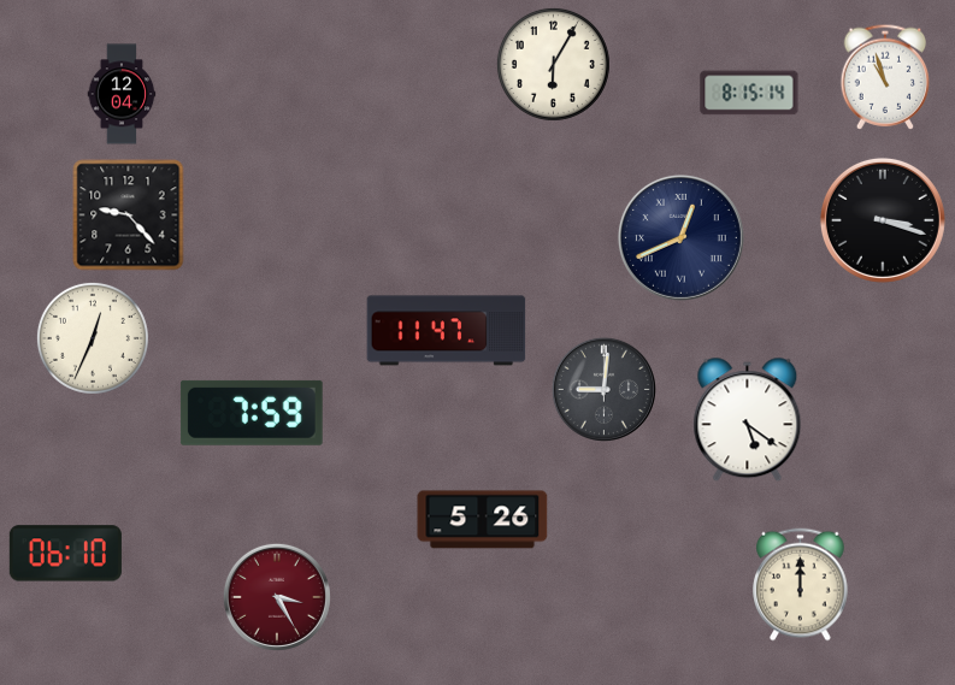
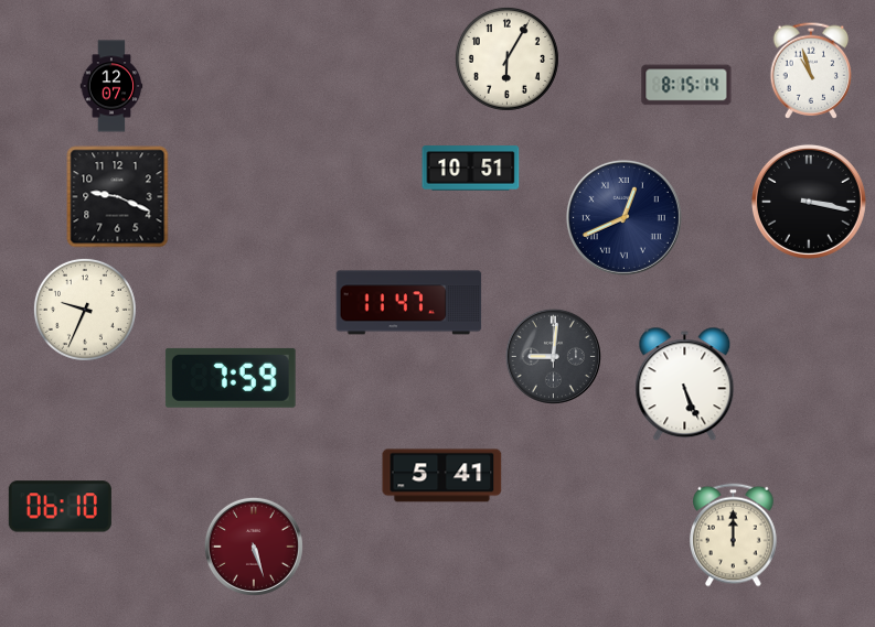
clock at (122, 94): 12:04 -> 12:07
clock at (471, 169): none -> 10:51
clock at (129, 215): 9:23 -> 9:19
clock at (883, 220): 3:18 -> 3:17
clock at (93, 338): 12:34 -> 9:34
clock at (748, 420): 5:21 -> 5:26
clock at (483, 520): 5:26 -> 5:41
clock at (277, 597): 3:25 -> 5:27
